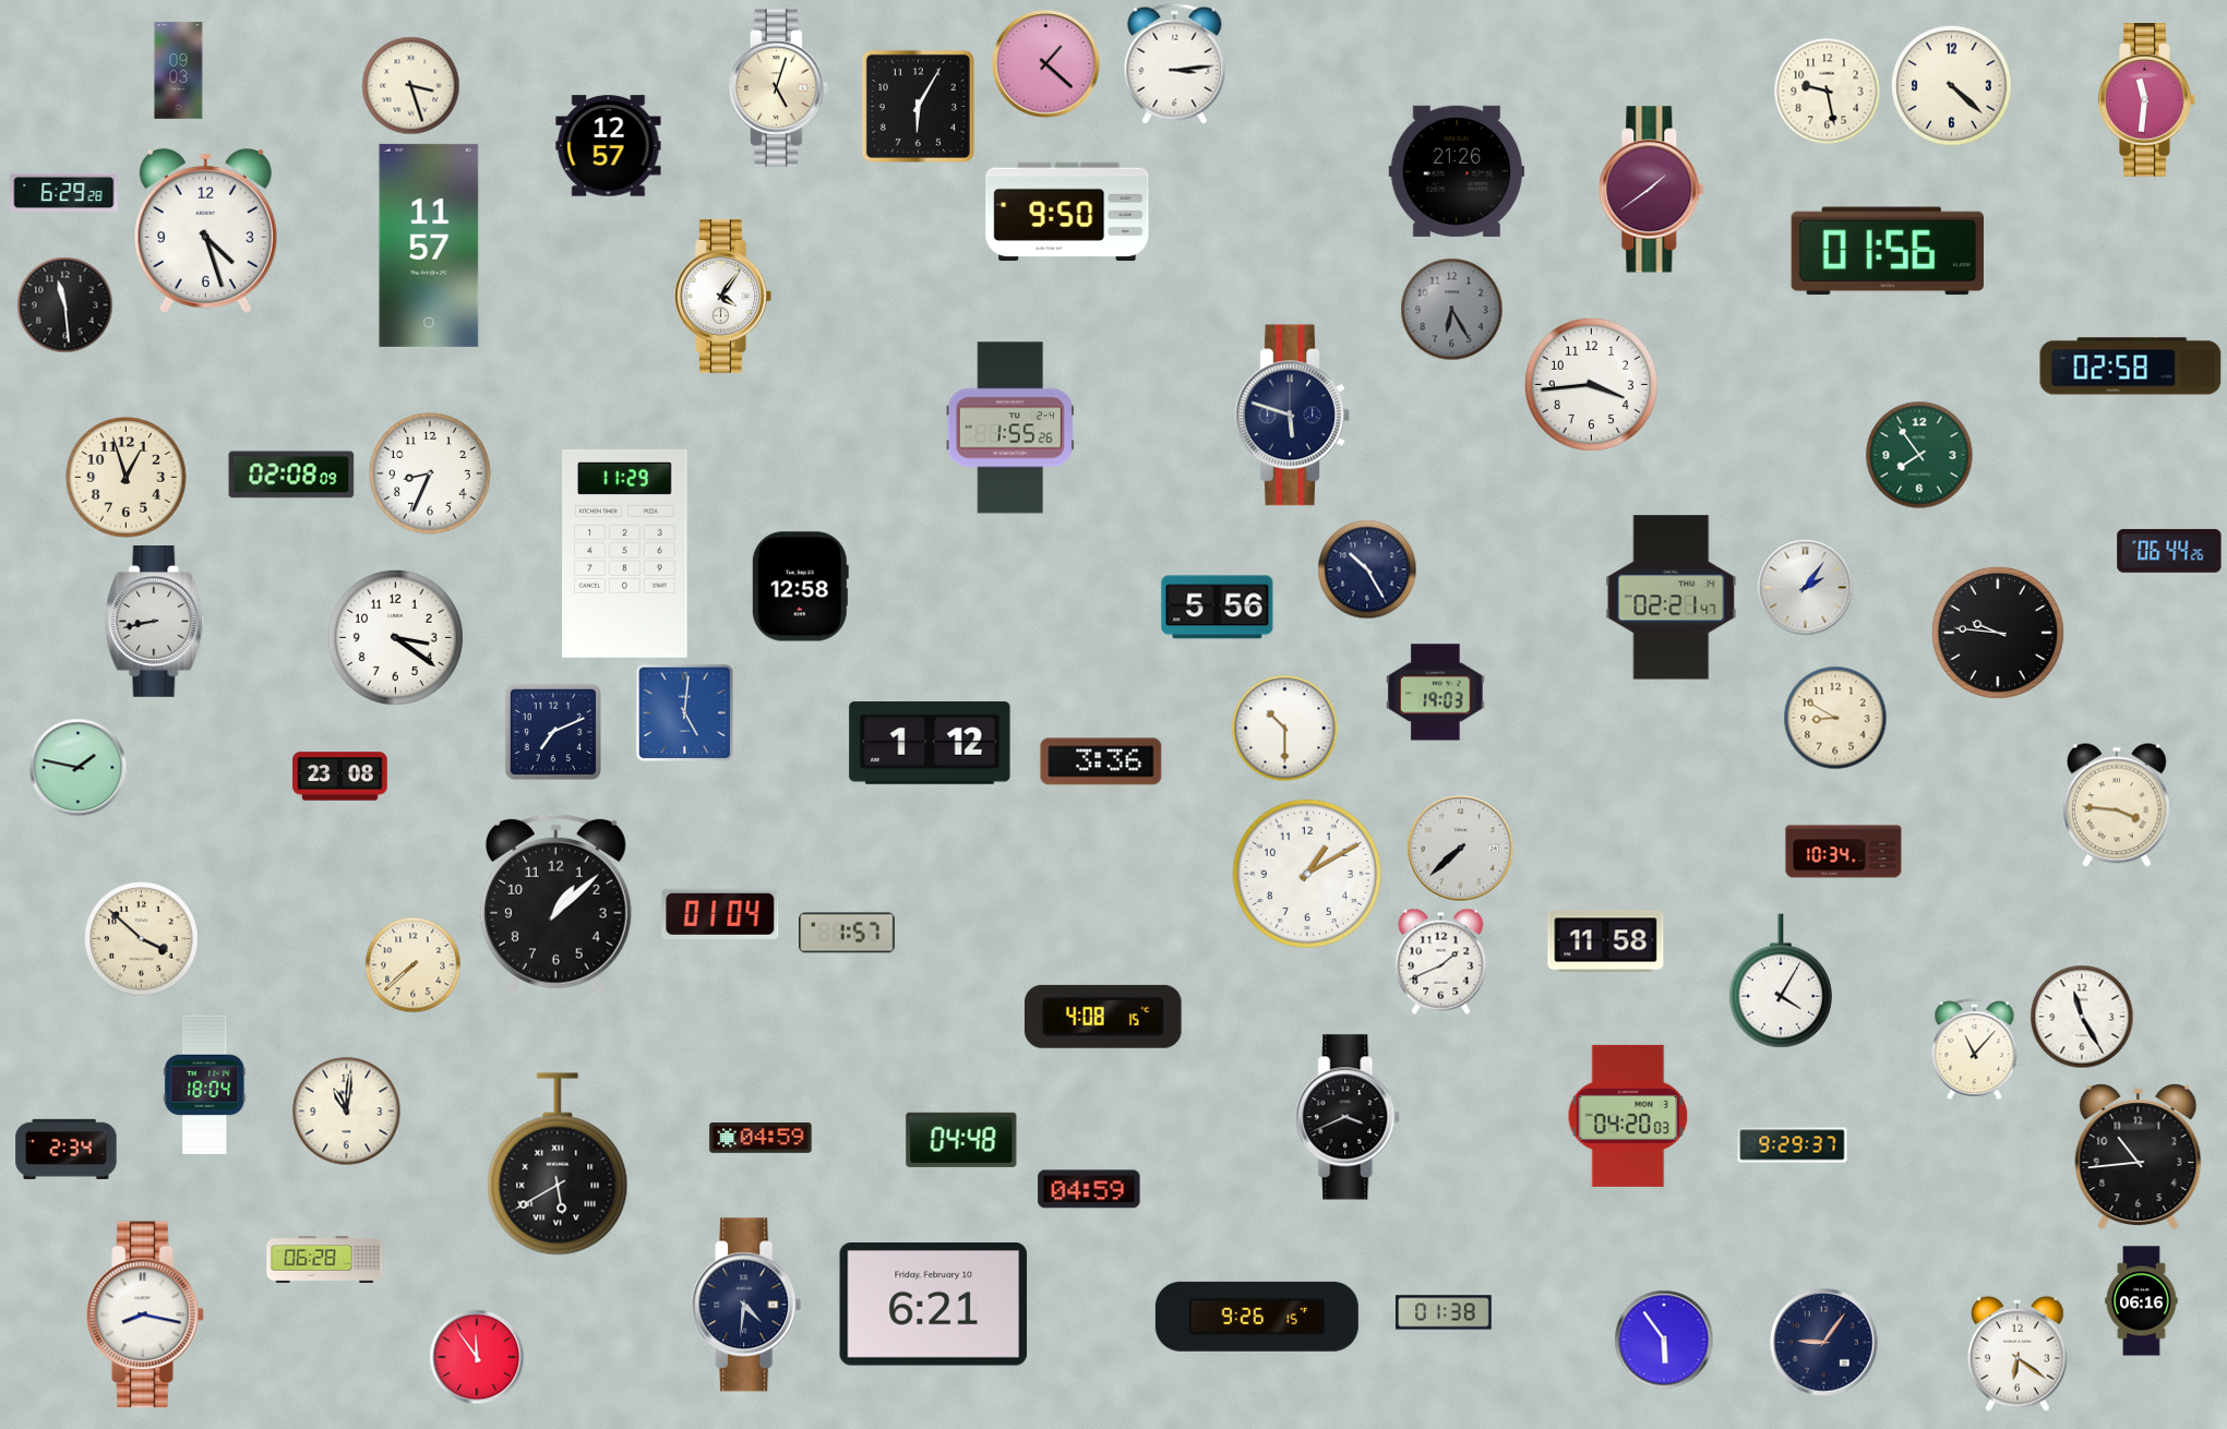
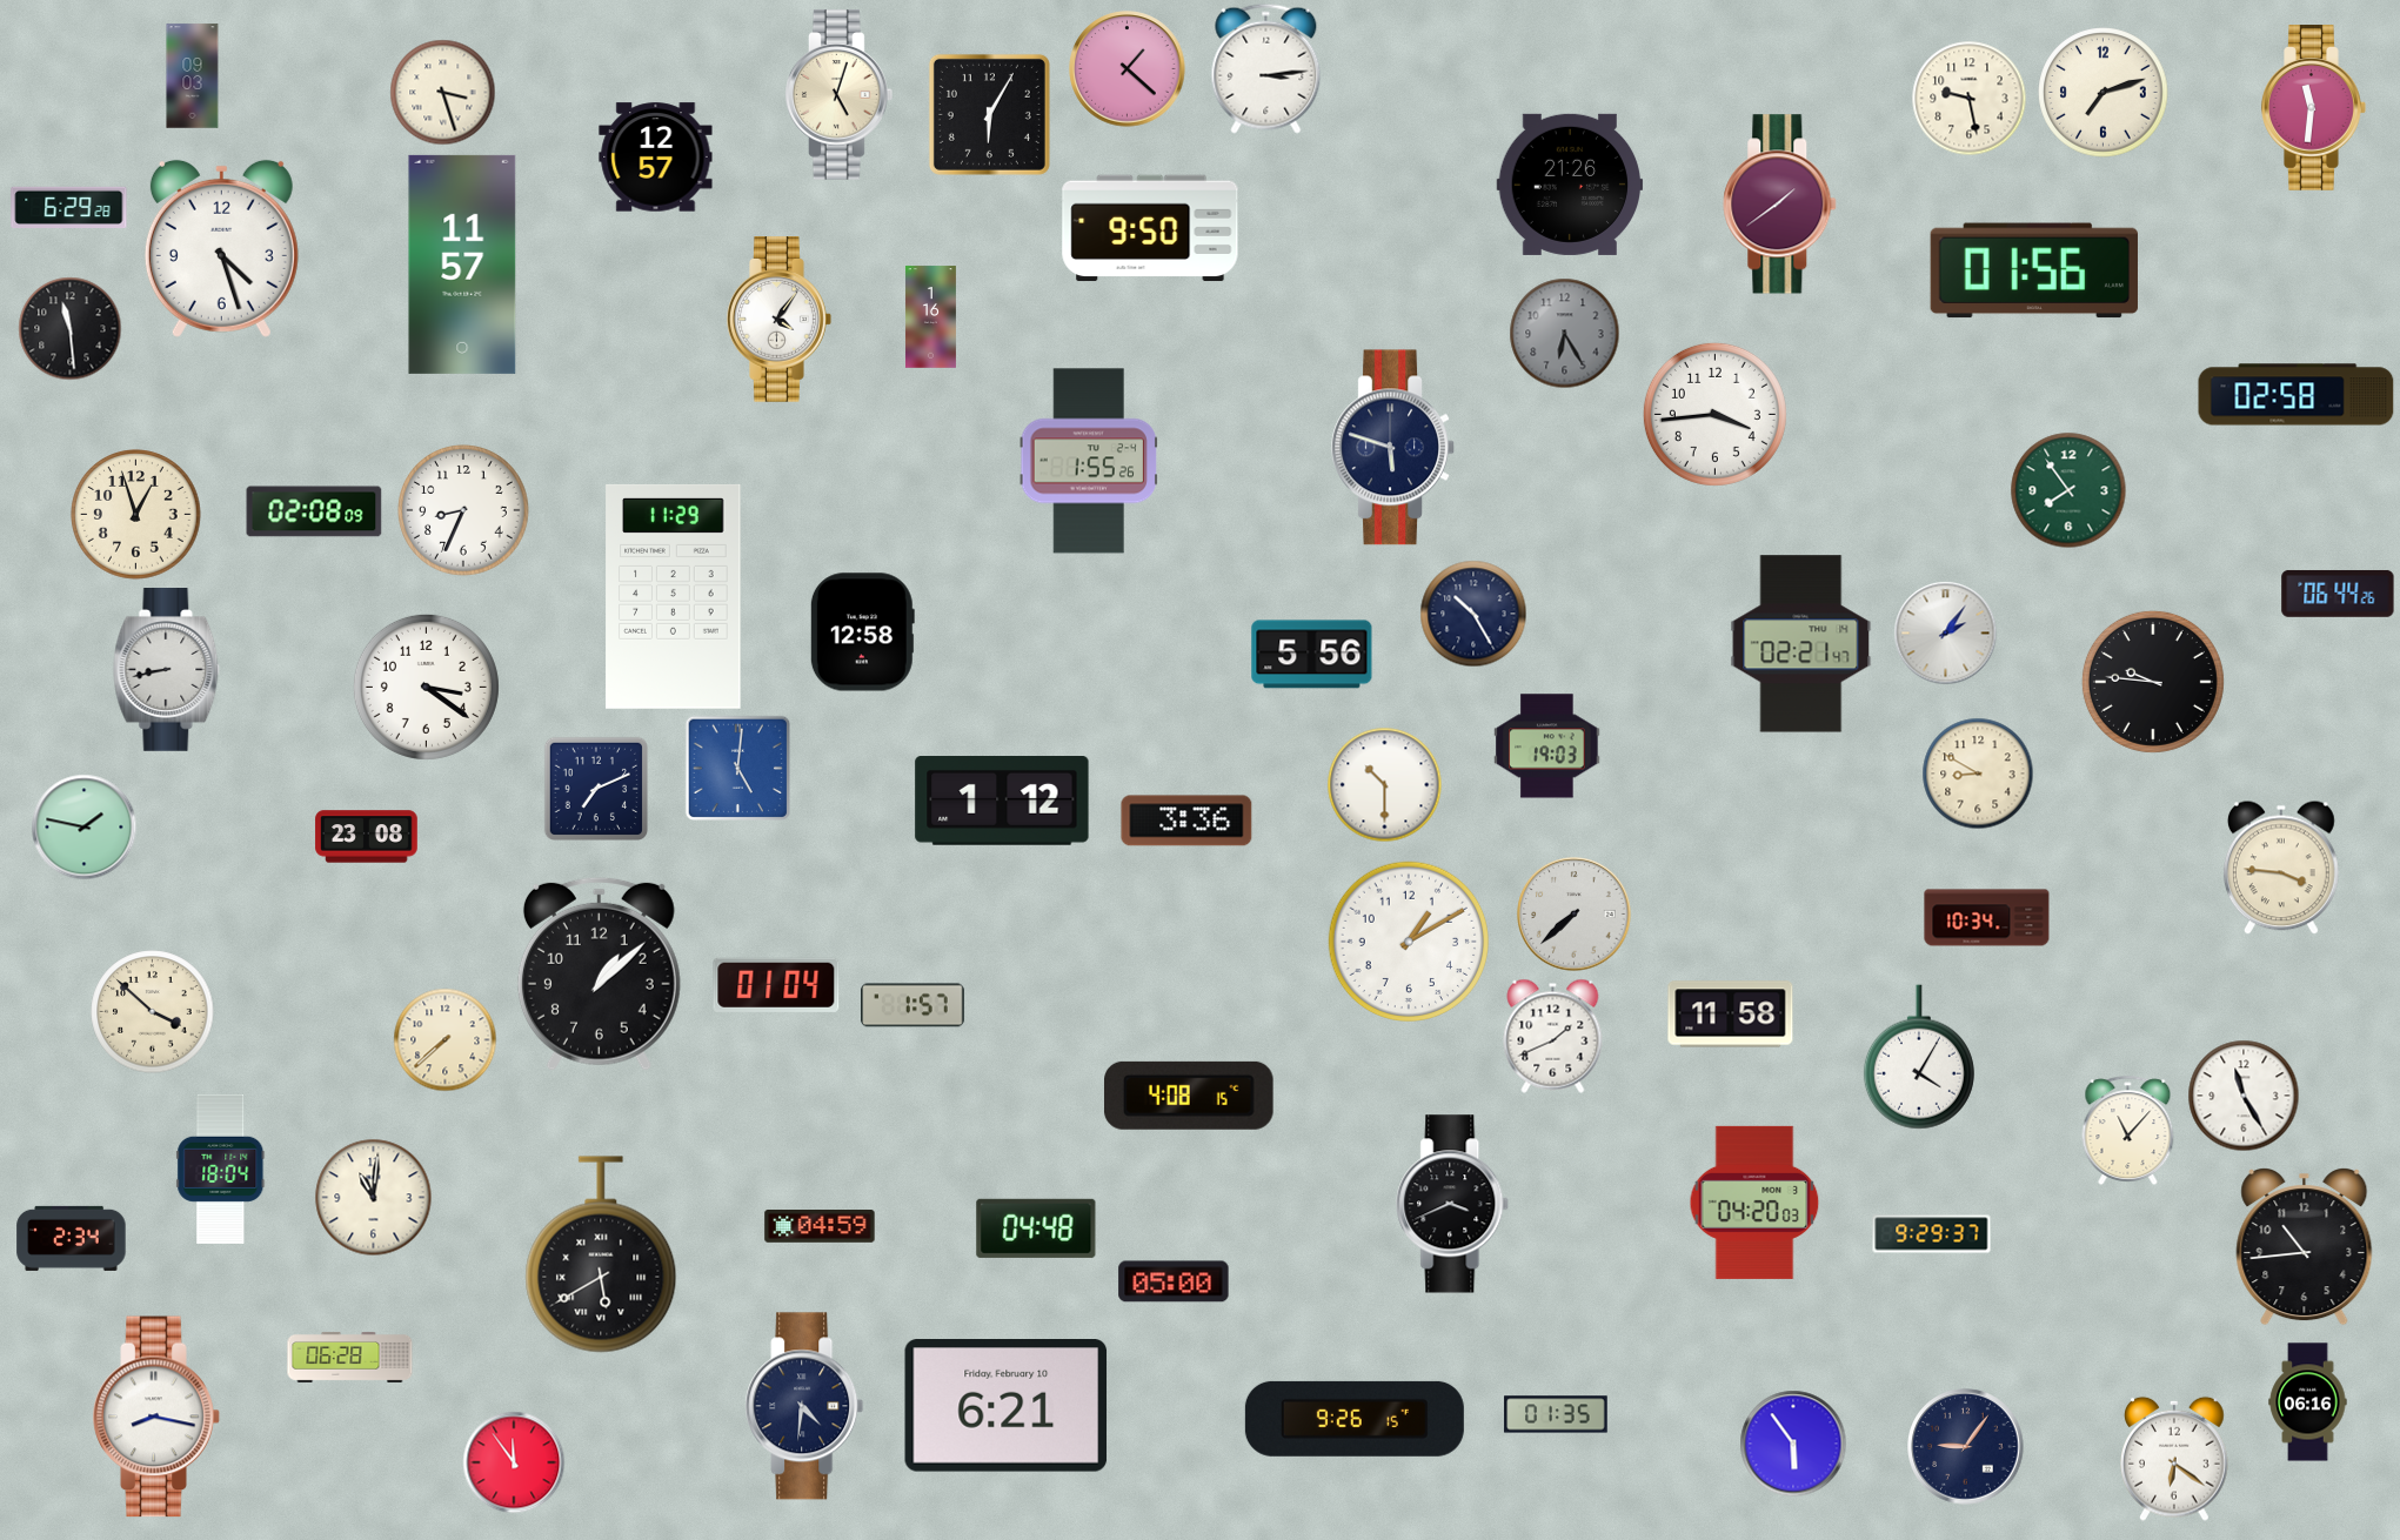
clock at (1952, 86): 4:22 -> 7:12
clock at (930, 317): none -> 1:16
clock at (1089, 1189): 04:59 -> 05:00
clock at (1444, 1312): 01:38 -> 01:35
